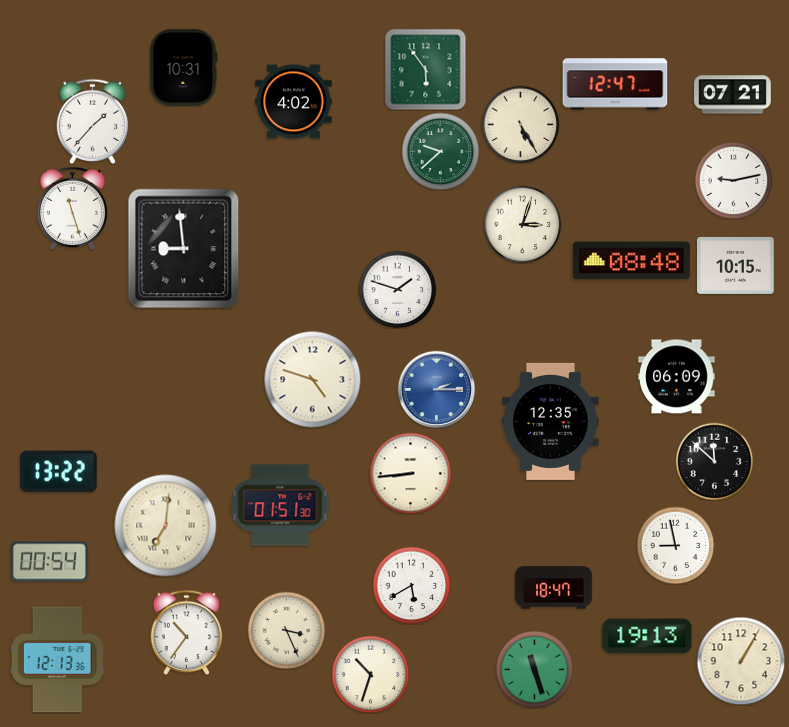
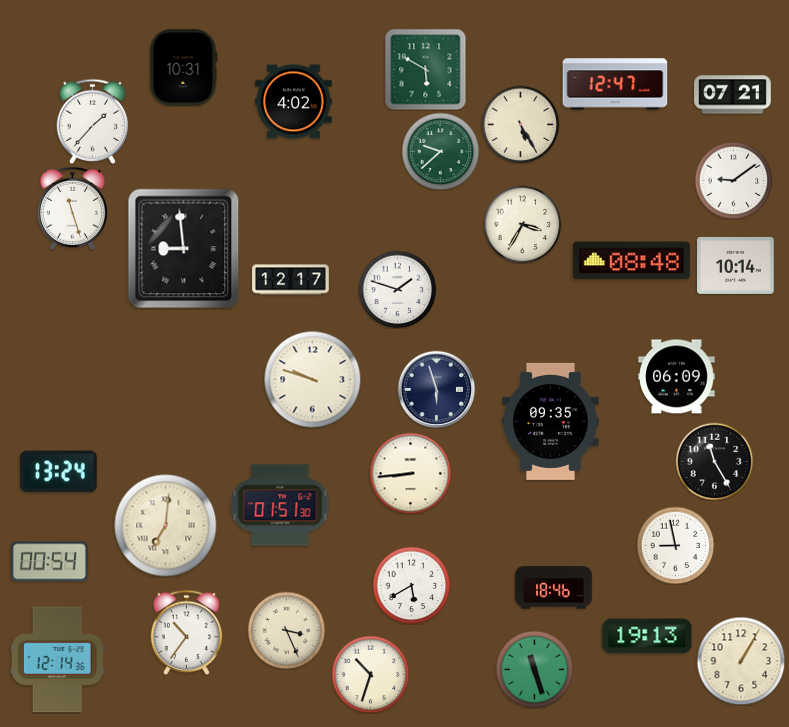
clock at (425, 69): 5:54 -> 5:50
clock at (733, 180): 9:13 -> 9:09
clock at (522, 224): 3:03 -> 3:35
clock at (736, 265): 10:15 -> 10:14
clock at (291, 280): none -> 12:17
clock at (312, 379): 4:48 -> 9:48
clock at (436, 389): 2:15 -> 5:57
clock at (436, 389) dial: blue -> navy
clock at (551, 421): 12:35 -> 09:35
clock at (714, 461): 11:52 -> 11:25
clock at (59, 472): 13:22 -> 13:24
clock at (554, 588): 18:47 -> 18:46
clock at (57, 660): 12:13 -> 12:14
